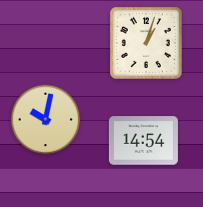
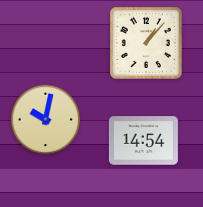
clock at (146, 43): 1:03 -> 1:07
